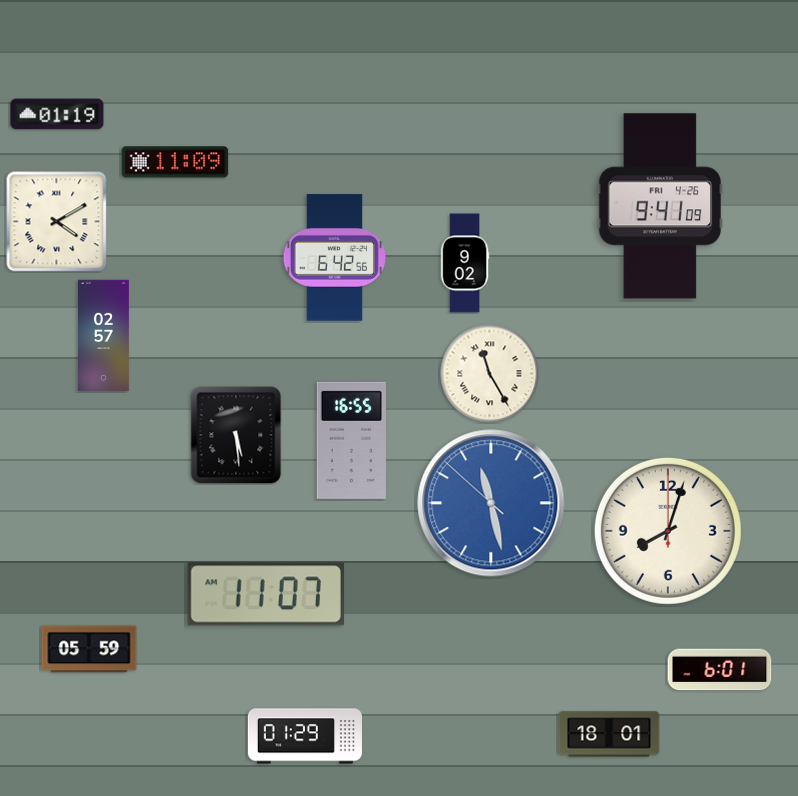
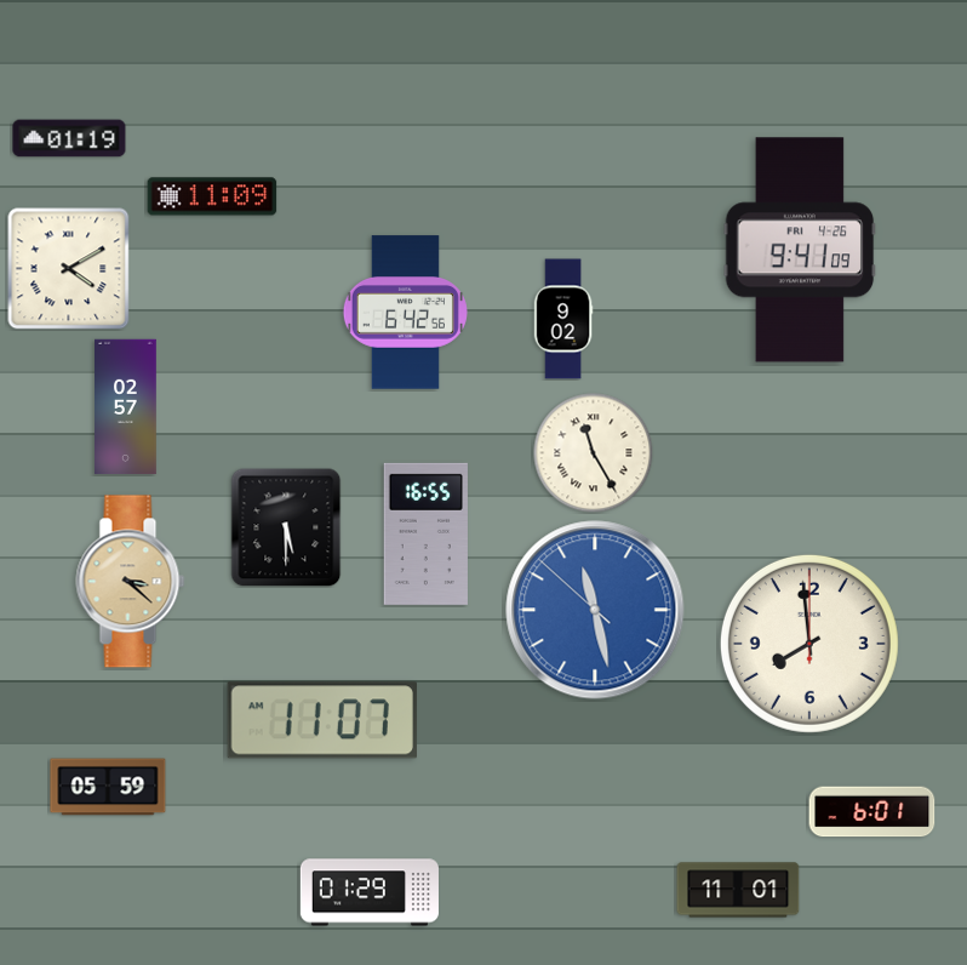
clock at (236, 435): 5:29 -> 5:30
clock at (131, 582): none -> 3:22
clock at (668, 531): 8:03 -> 7:59
clock at (609, 734): 18:01 -> 11:01
